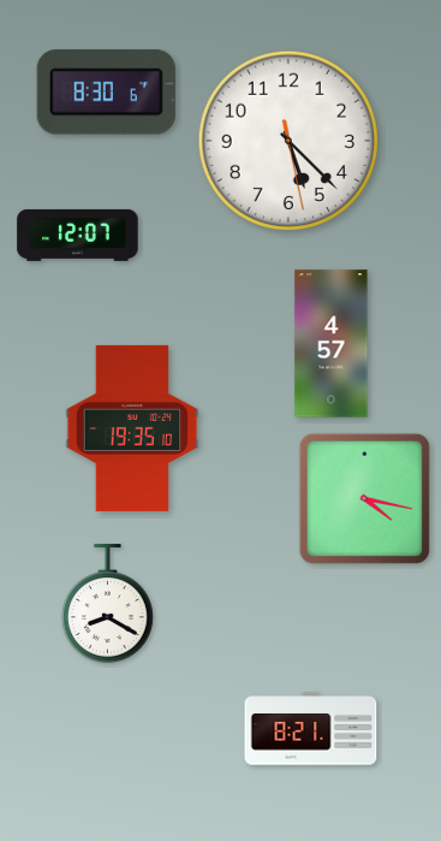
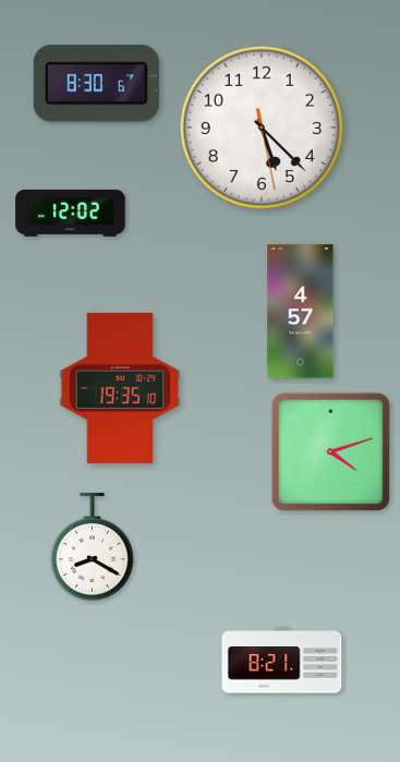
clock at (78, 235): 12:07 -> 12:02
clock at (364, 498): 4:17 -> 4:12
clock at (107, 604) position: (107, 604) -> (92, 547)
